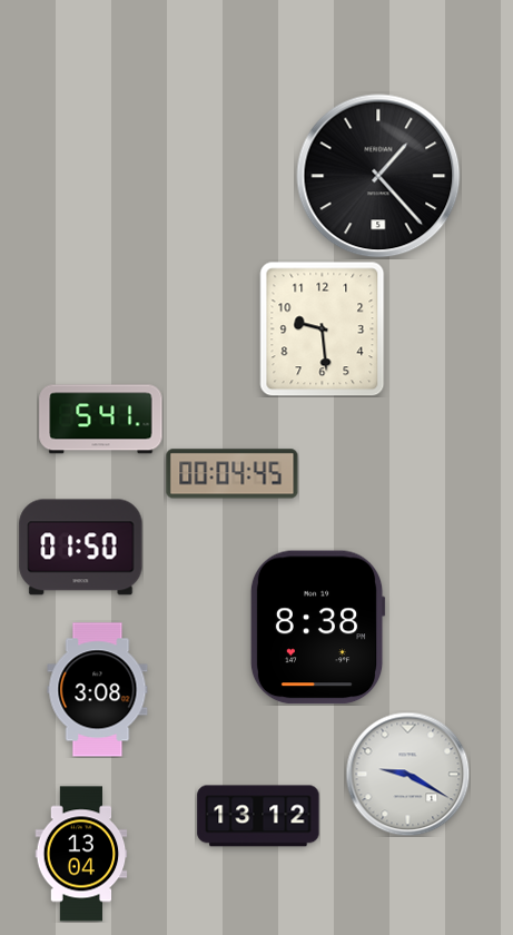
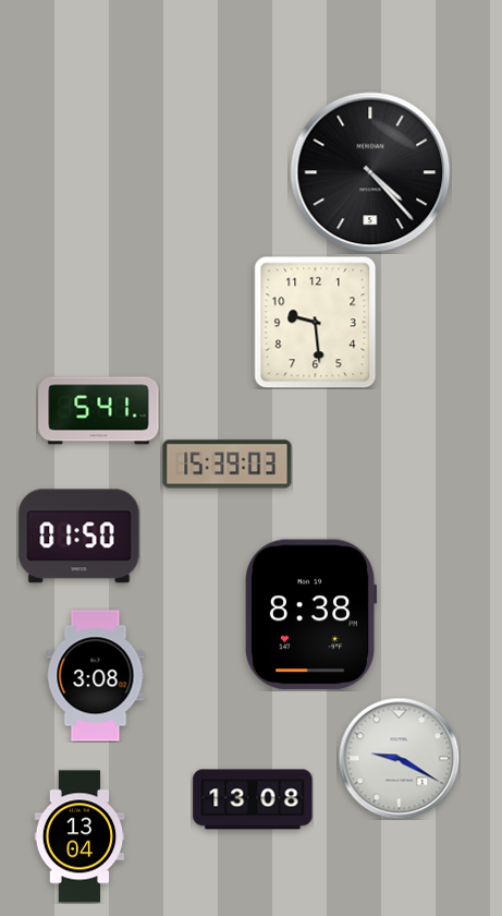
clock at (378, 176): 1:23 -> 4:23
clock at (233, 474): 00:04 -> 15:39
clock at (258, 816): 13:12 -> 13:08
